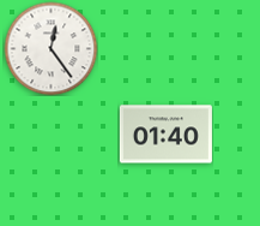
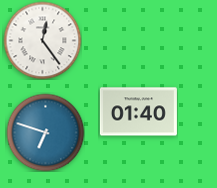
clock at (45, 132): none -> 6:48
